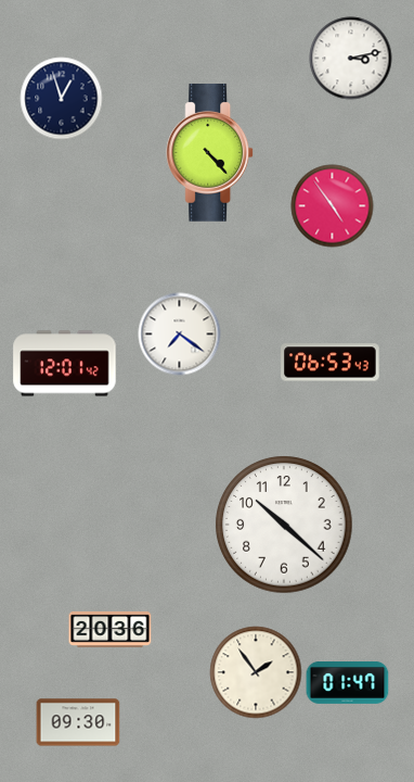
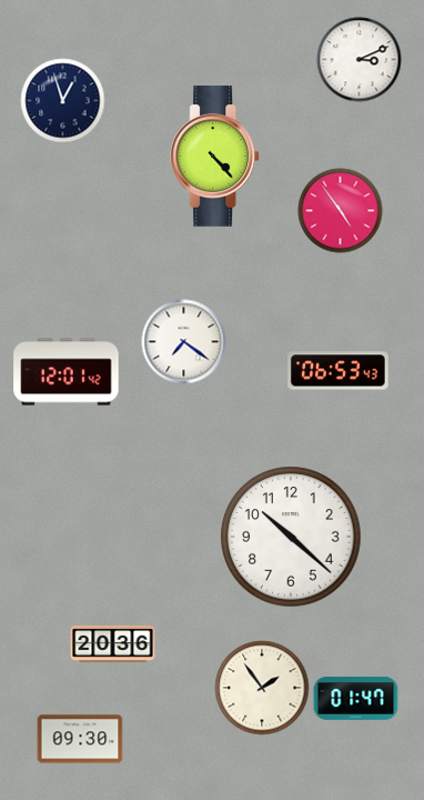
clock at (351, 59): 3:13 -> 3:11
